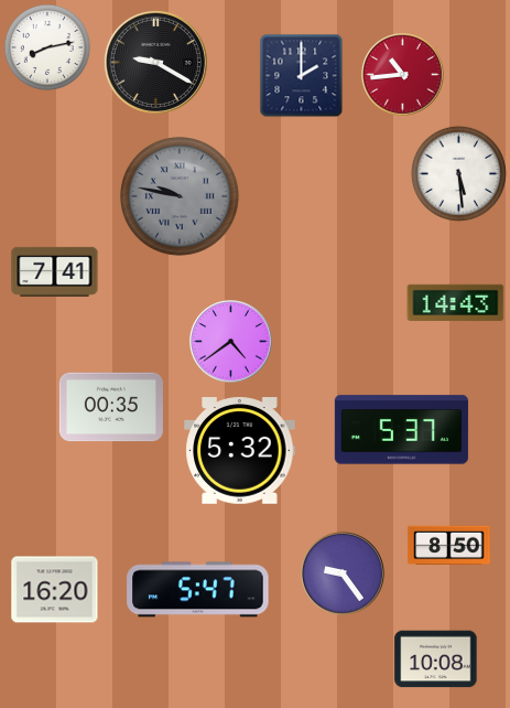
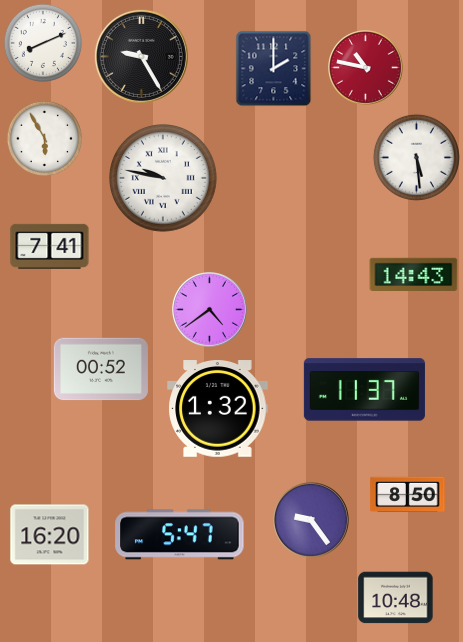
clock at (47, 47): 8:13 -> 8:11
clock at (155, 62): 9:20 -> 9:25
clock at (403, 75): 10:44 -> 10:47
clock at (44, 138): none -> 5:55
clock at (181, 197) dial: grey -> white
clock at (111, 407): 00:35 -> 00:52
clock at (401, 430): 5:37 -> 11:37
clock at (240, 451): 5:32 -> 1:32
clock at (436, 659): 10:08 -> 10:48
